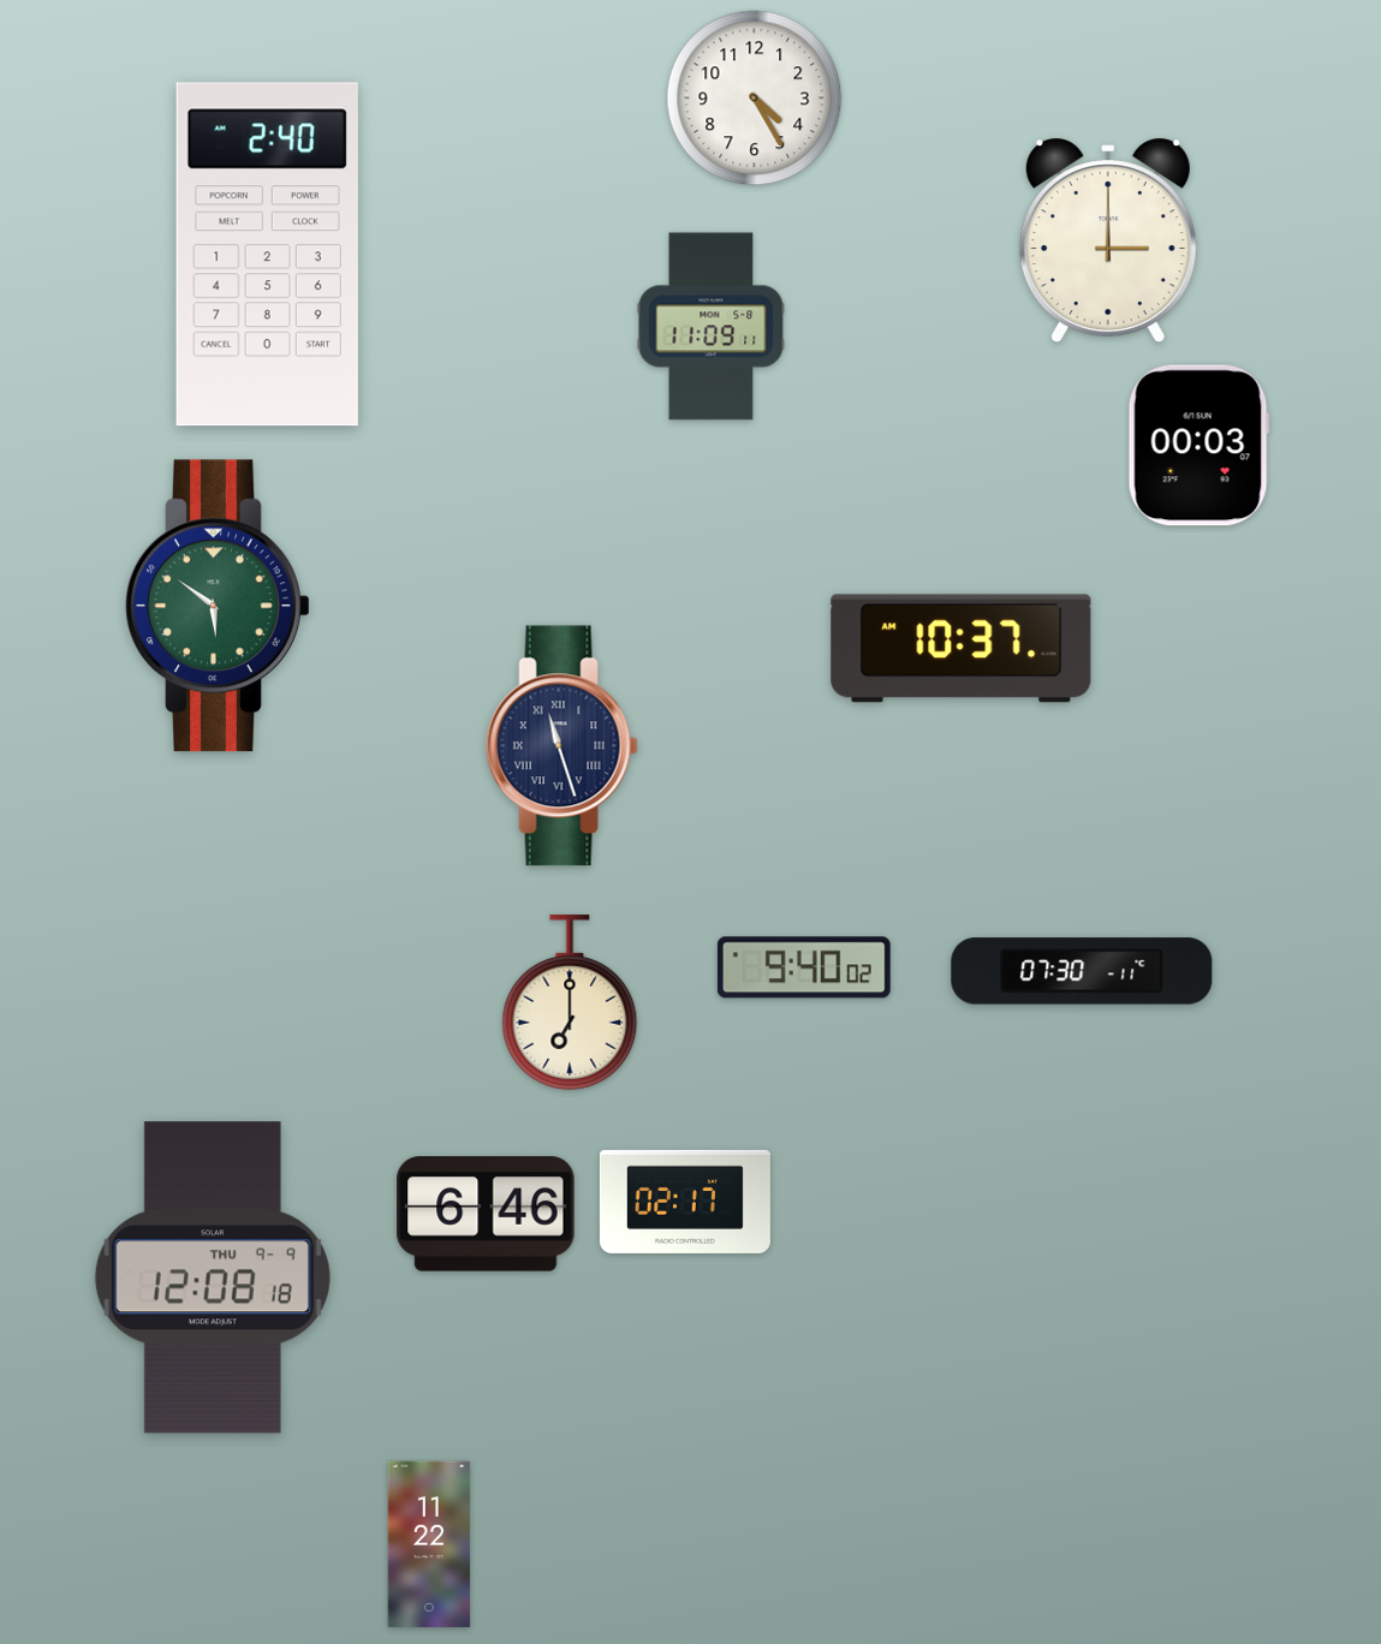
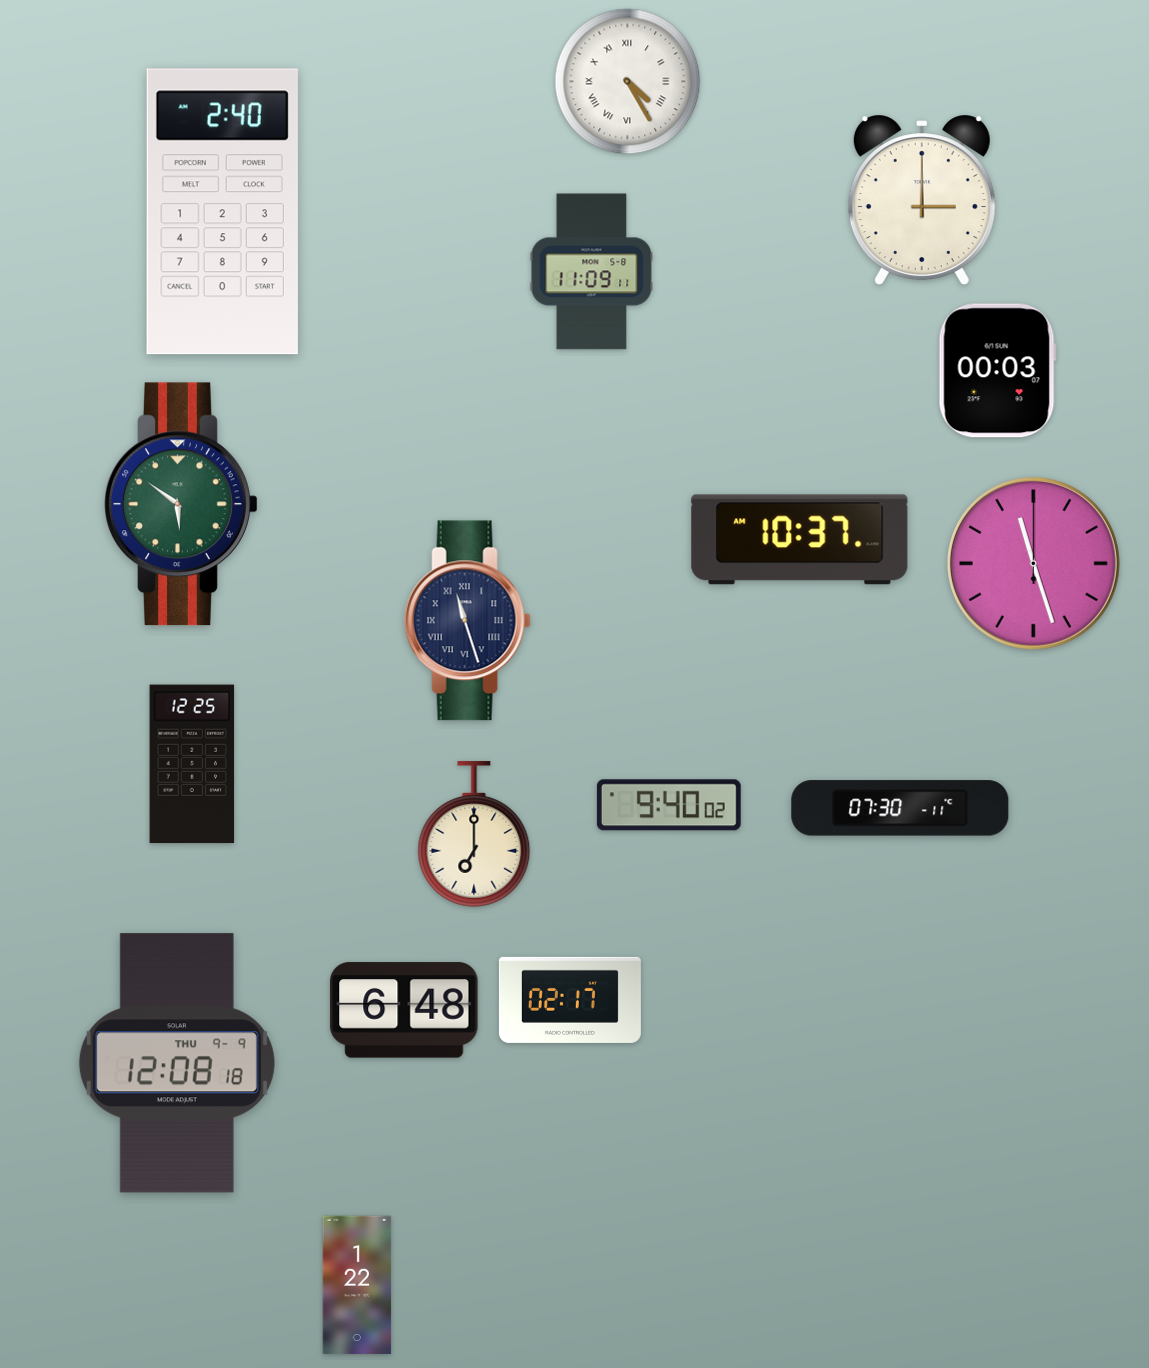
clock at (755, 99) numerals: Arabic -> Roman
clock at (1033, 563): none -> 11:27
clock at (192, 764): none -> 12:25
clock at (486, 1214): 6:46 -> 6:48
clock at (429, 1544): 11:22 -> 1:22
